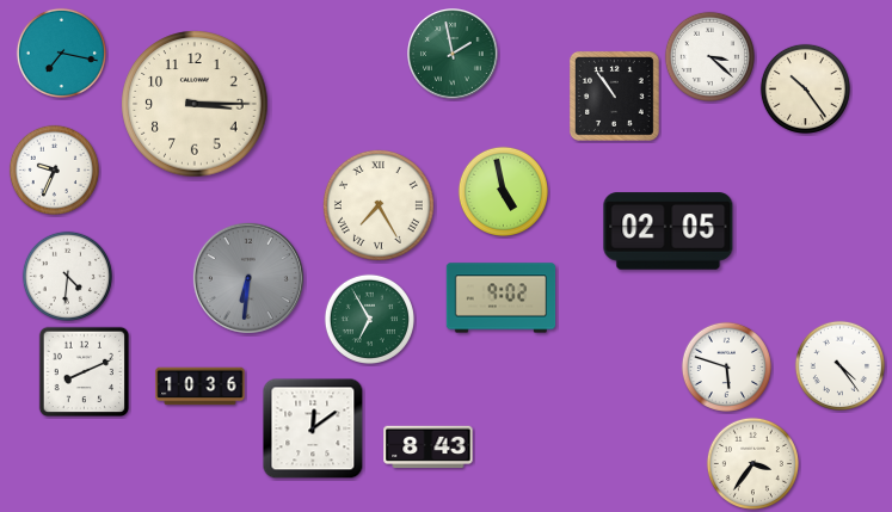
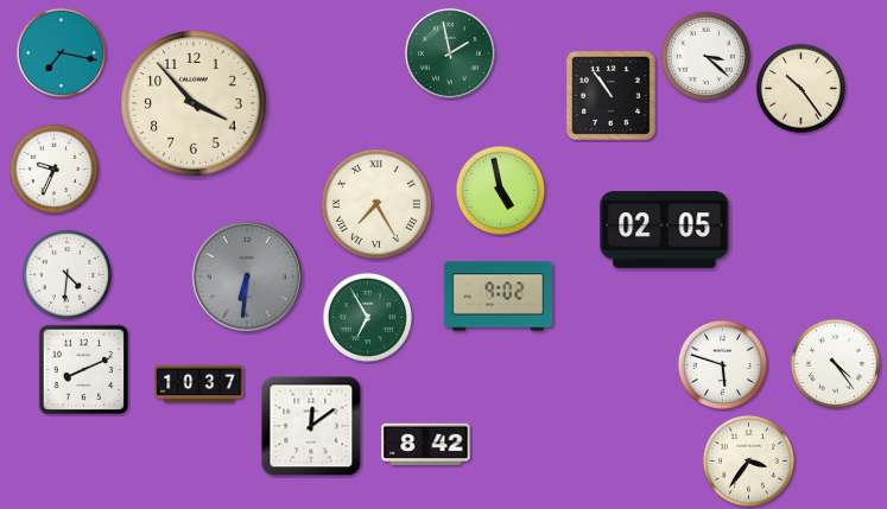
clock at (195, 104): 3:15 -> 3:53
clock at (201, 387): 10:36 -> 10:37
clock at (429, 448): 8:43 -> 8:42
